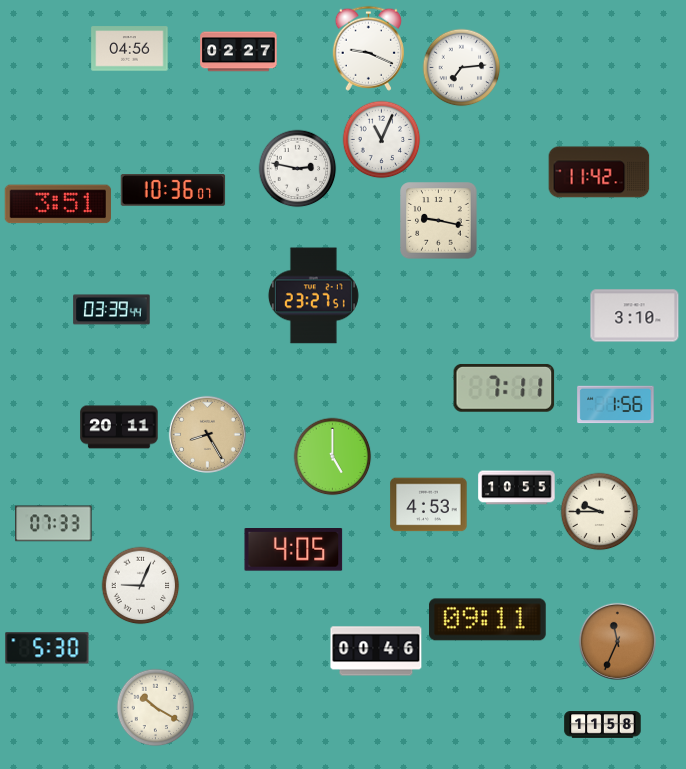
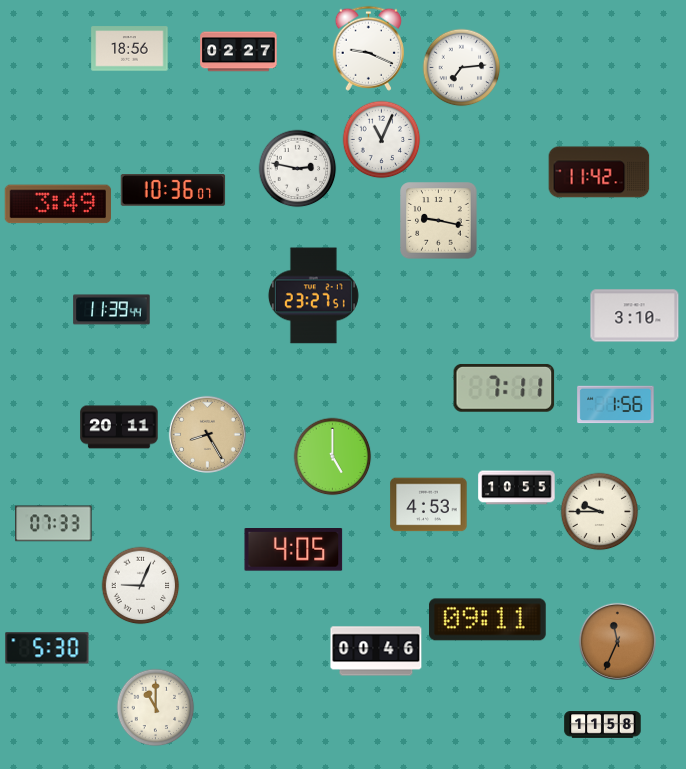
clock at (130, 49): 04:56 -> 18:56
clock at (57, 204): 3:51 -> 3:49
clock at (112, 310): 03:39 -> 11:39
clock at (155, 707): 10:20 -> 11:00
